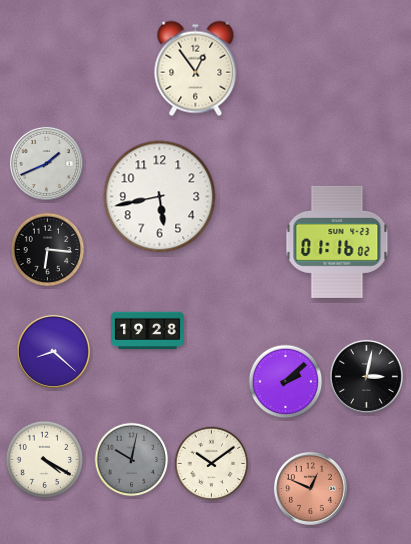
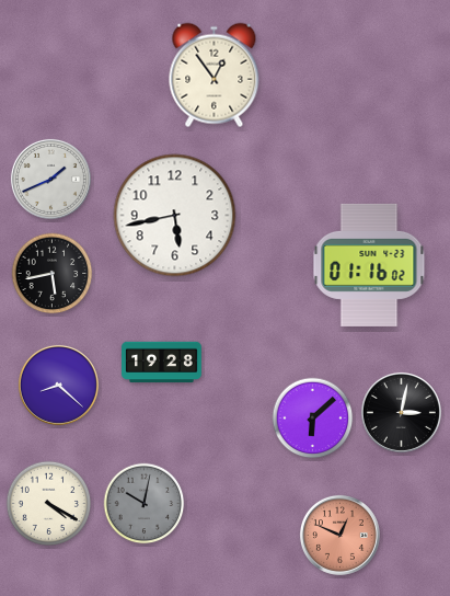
clock at (48, 250): 6:16 -> 5:43
clock at (286, 382): 2:08 -> 6:08
clock at (212, 464): 10:09 -> none
